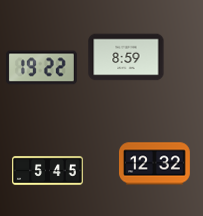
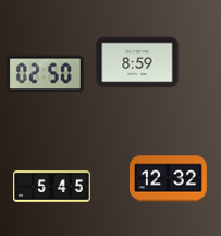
clock at (41, 68): 19:22 -> 02:50
